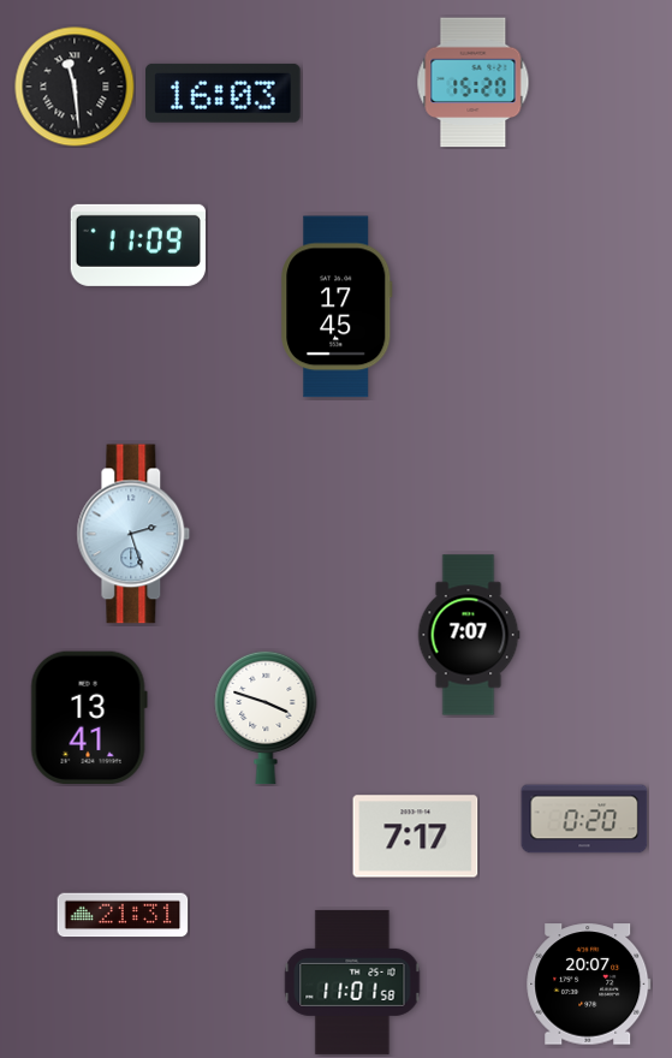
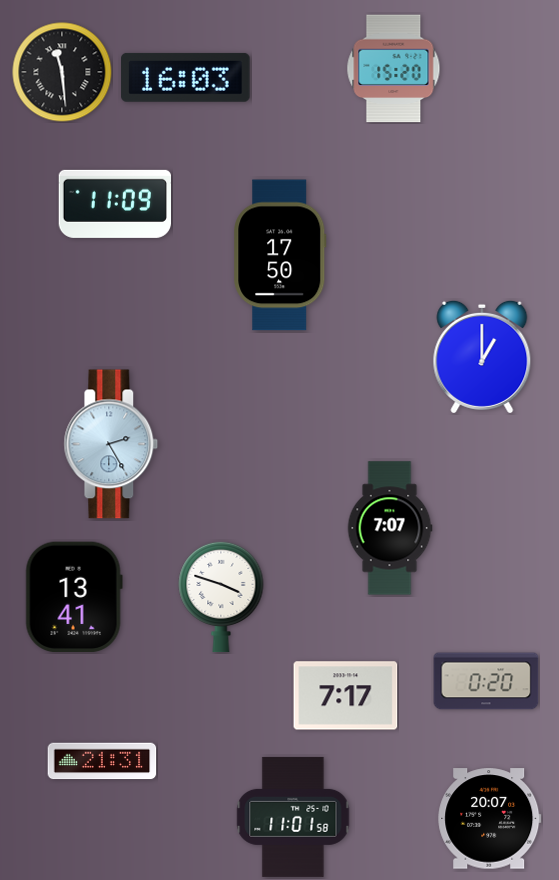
clock at (337, 307): 17:45 -> 17:50
clock at (482, 357): none -> 1:00
clock at (133, 534): 2:27 -> 2:25
